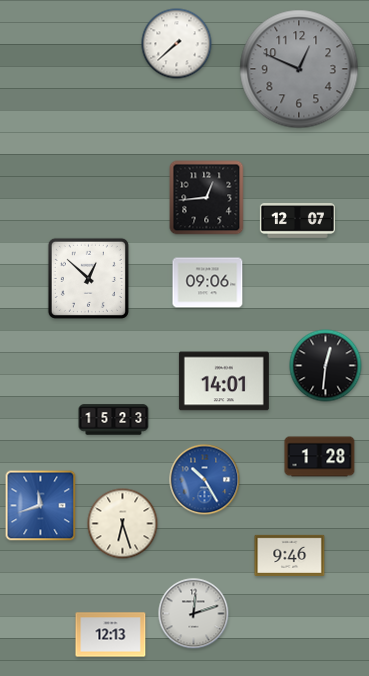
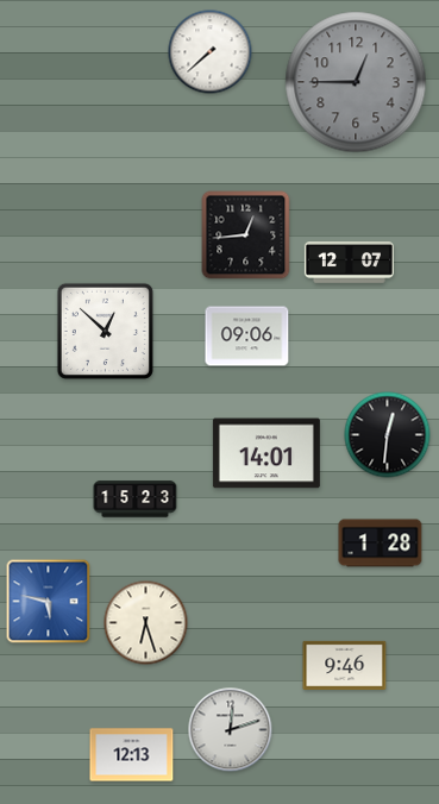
clock at (299, 69): 12:49 -> 12:45
clock at (297, 221) position: (297, 221) -> (349, 263)
clock at (205, 480): 10:25 -> none
clock at (41, 506): 11:42 -> 5:47
clock at (290, 555) position: (290, 555) -> (345, 665)
